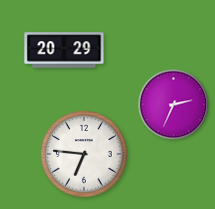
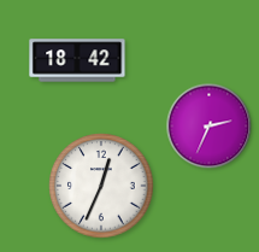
clock at (64, 50): 20:29 -> 18:42
clock at (84, 154): 6:46 -> 12:34
